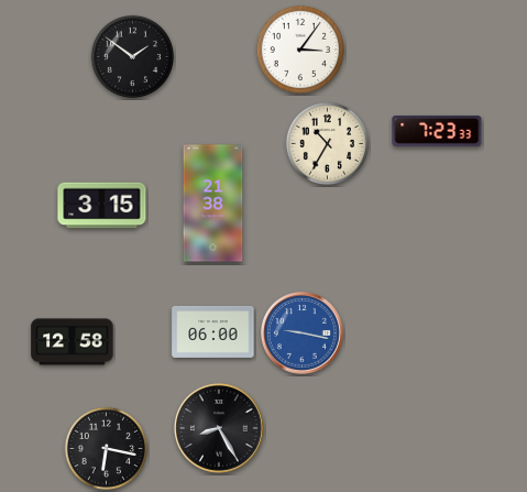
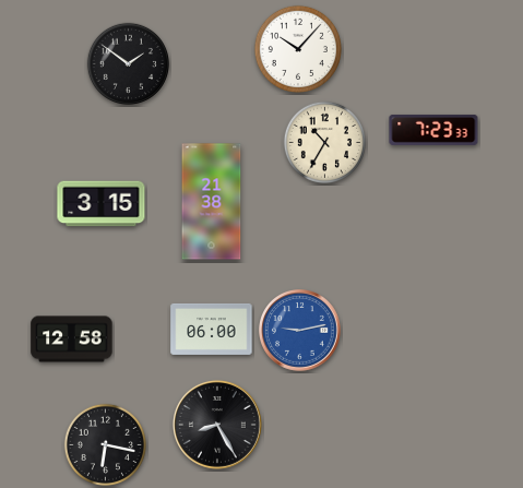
clock at (300, 50): 3:06 -> 10:07
clock at (132, 56) position: (132, 56) -> (128, 63)
clock at (303, 334): 9:17 -> 9:13
